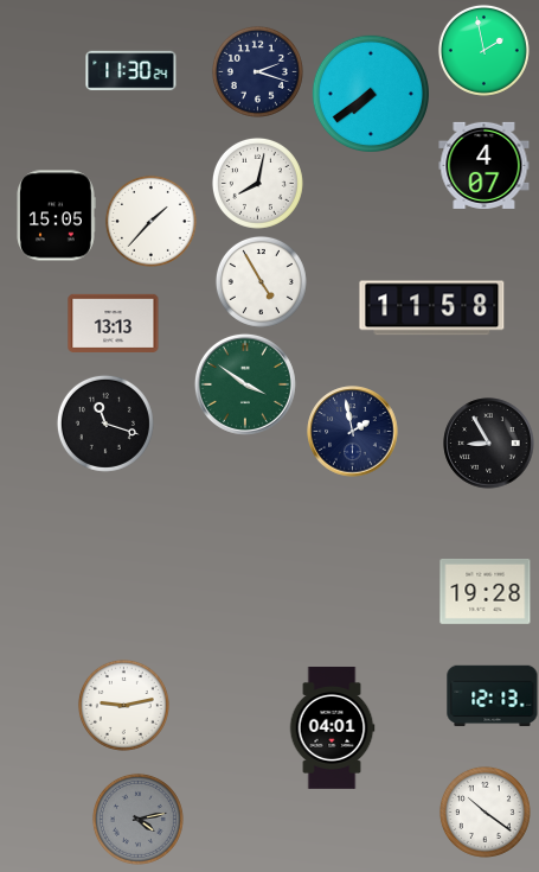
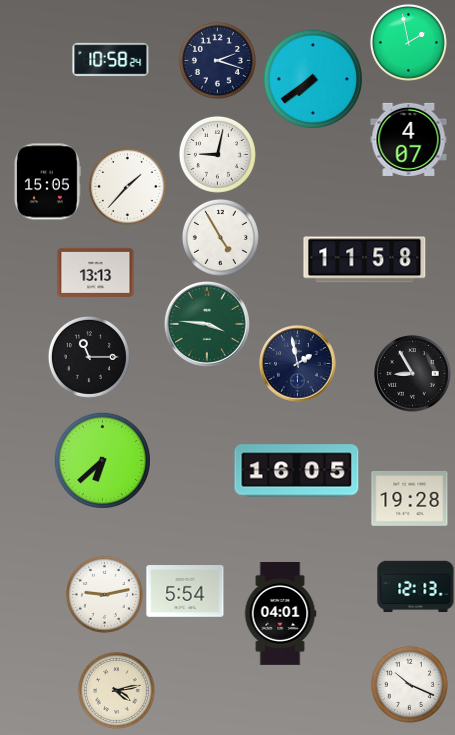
clock at (131, 71): 11:30 -> 10:58
clock at (257, 183): 8:02 -> 9:02
clock at (245, 384): 3:51 -> 3:46
clock at (105, 424): 11:18 -> 11:15
clock at (102, 460): none -> 6:38
clock at (297, 471): none -> 16:05
clock at (185, 591): none -> 5:54
clock at (485, 811): 10:21 -> 10:19
clock at (137, 819) dial: grey -> cream
